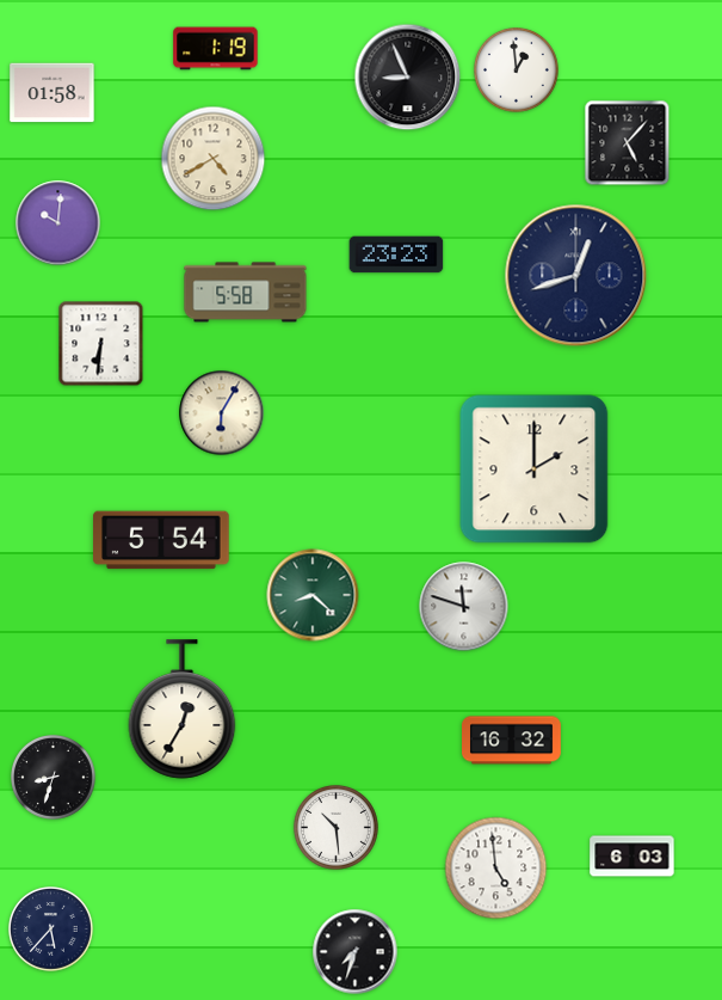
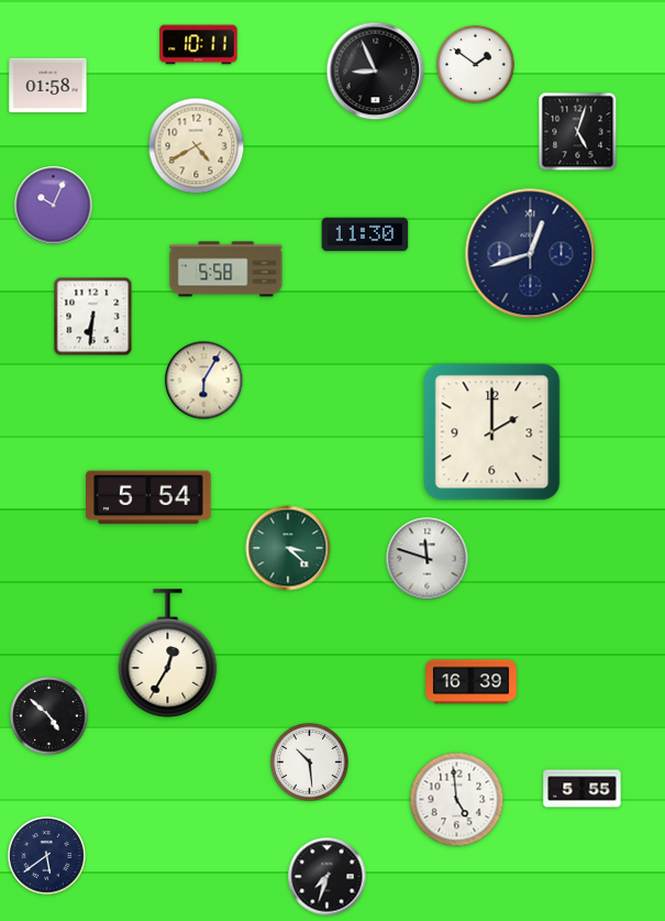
clock at (216, 49): 1:19 -> 10:11
clock at (517, 70): 12:59 -> 1:51
clock at (628, 143): 5:07 -> 5:03
clock at (58, 223): 10:01 -> 10:04
clock at (396, 254): 23:23 -> 11:30
clock at (313, 595): 8:22 -> 3:22
clock at (512, 741): 16:32 -> 16:39
clock at (54, 778): 8:33 -> 4:52
clock at (632, 857): 6:03 -> 5:55
clock at (51, 930): 5:37 -> 5:39
